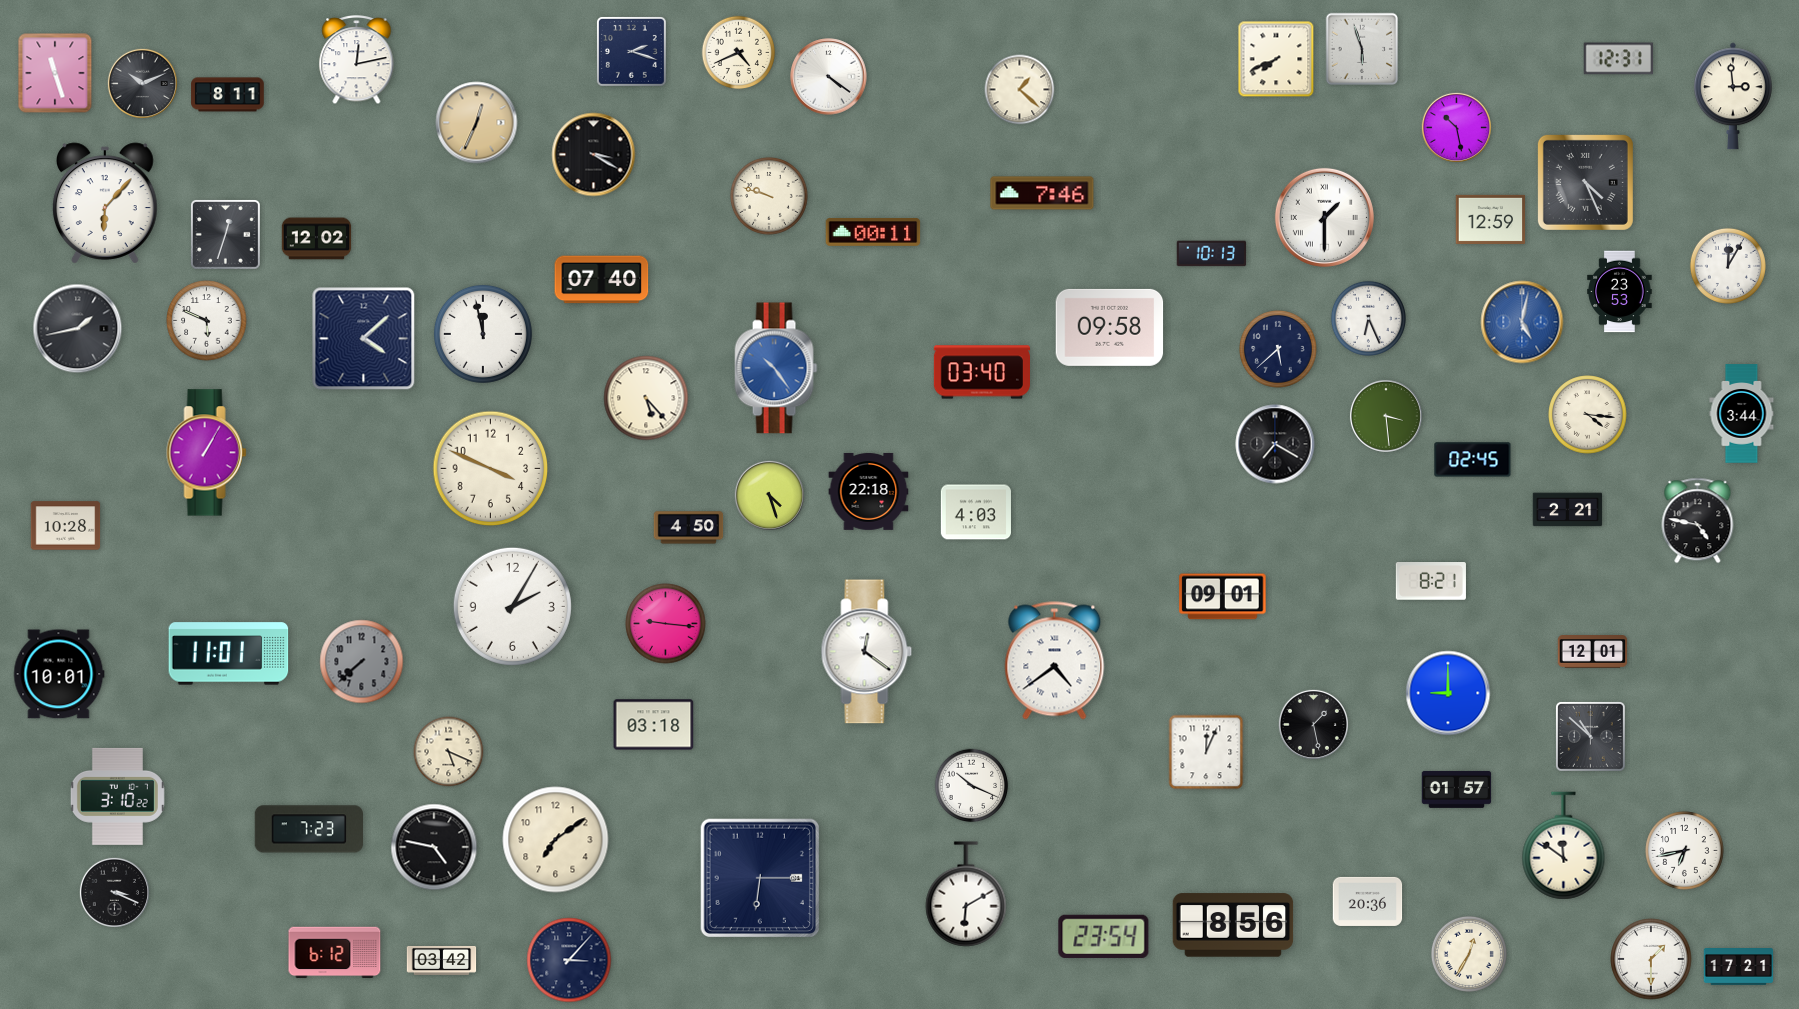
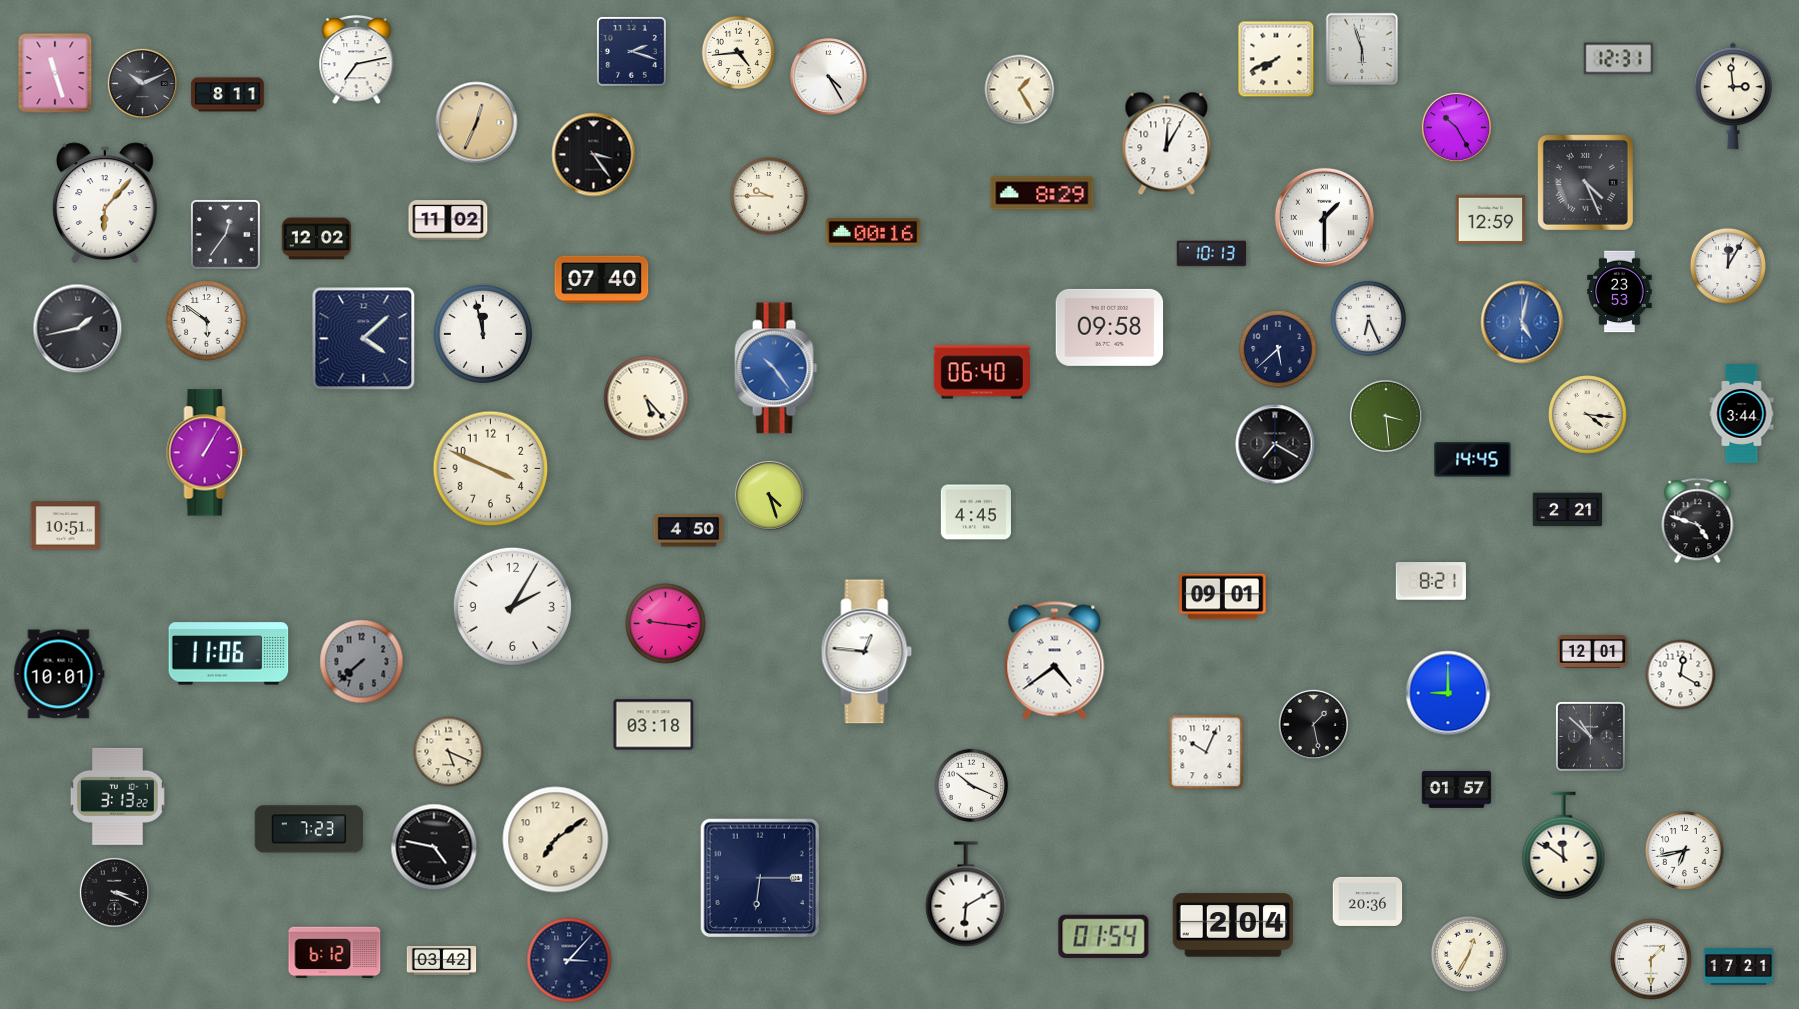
clock at (739, 53): 4:41 -> 4:44
clock at (357, 61): 12:13 -> 7:13
clock at (829, 77): 4:21 -> 4:25
clock at (1020, 90): 1:22 -> 1:25
clock at (1456, 127): 10:28 -> 10:25
clock at (1167, 144): none -> 12:05
clock at (594, 155): 3:20 -> 3:24
clock at (1042, 193): 7:46 -> 8:29
clock at (770, 197): 9:48 -> 9:45
clock at (448, 220): none -> 11:02
clock at (873, 233): 00:11 -> 00:16
clock at (225, 234): 12:33 -> 12:36
clock at (207, 321): 5:49 -> 5:51
clock at (982, 372): 03:40 -> 06:40
clock at (1473, 460): 02:45 -> 14:45
clock at (869, 491): 22:18 -> none
clock at (976, 512): 4:03 -> 4:45
clock at (1698, 521): 4:47 -> 4:48
clock at (66, 526): 10:28 -> 10:51
clock at (689, 528) position: (689, 528) -> (689, 531)
clock at (867, 652): 12:21 -> 12:46
clock at (229, 654): 11:01 -> 11:06
clock at (1681, 675): none -> 12:20
clock at (1206, 752): 12:04 -> 10:04
clock at (117, 796): 3:10 -> 3:13
clock at (1233, 925): 8:56 -> 2:04
clock at (1104, 936): 23:54 -> 01:54
